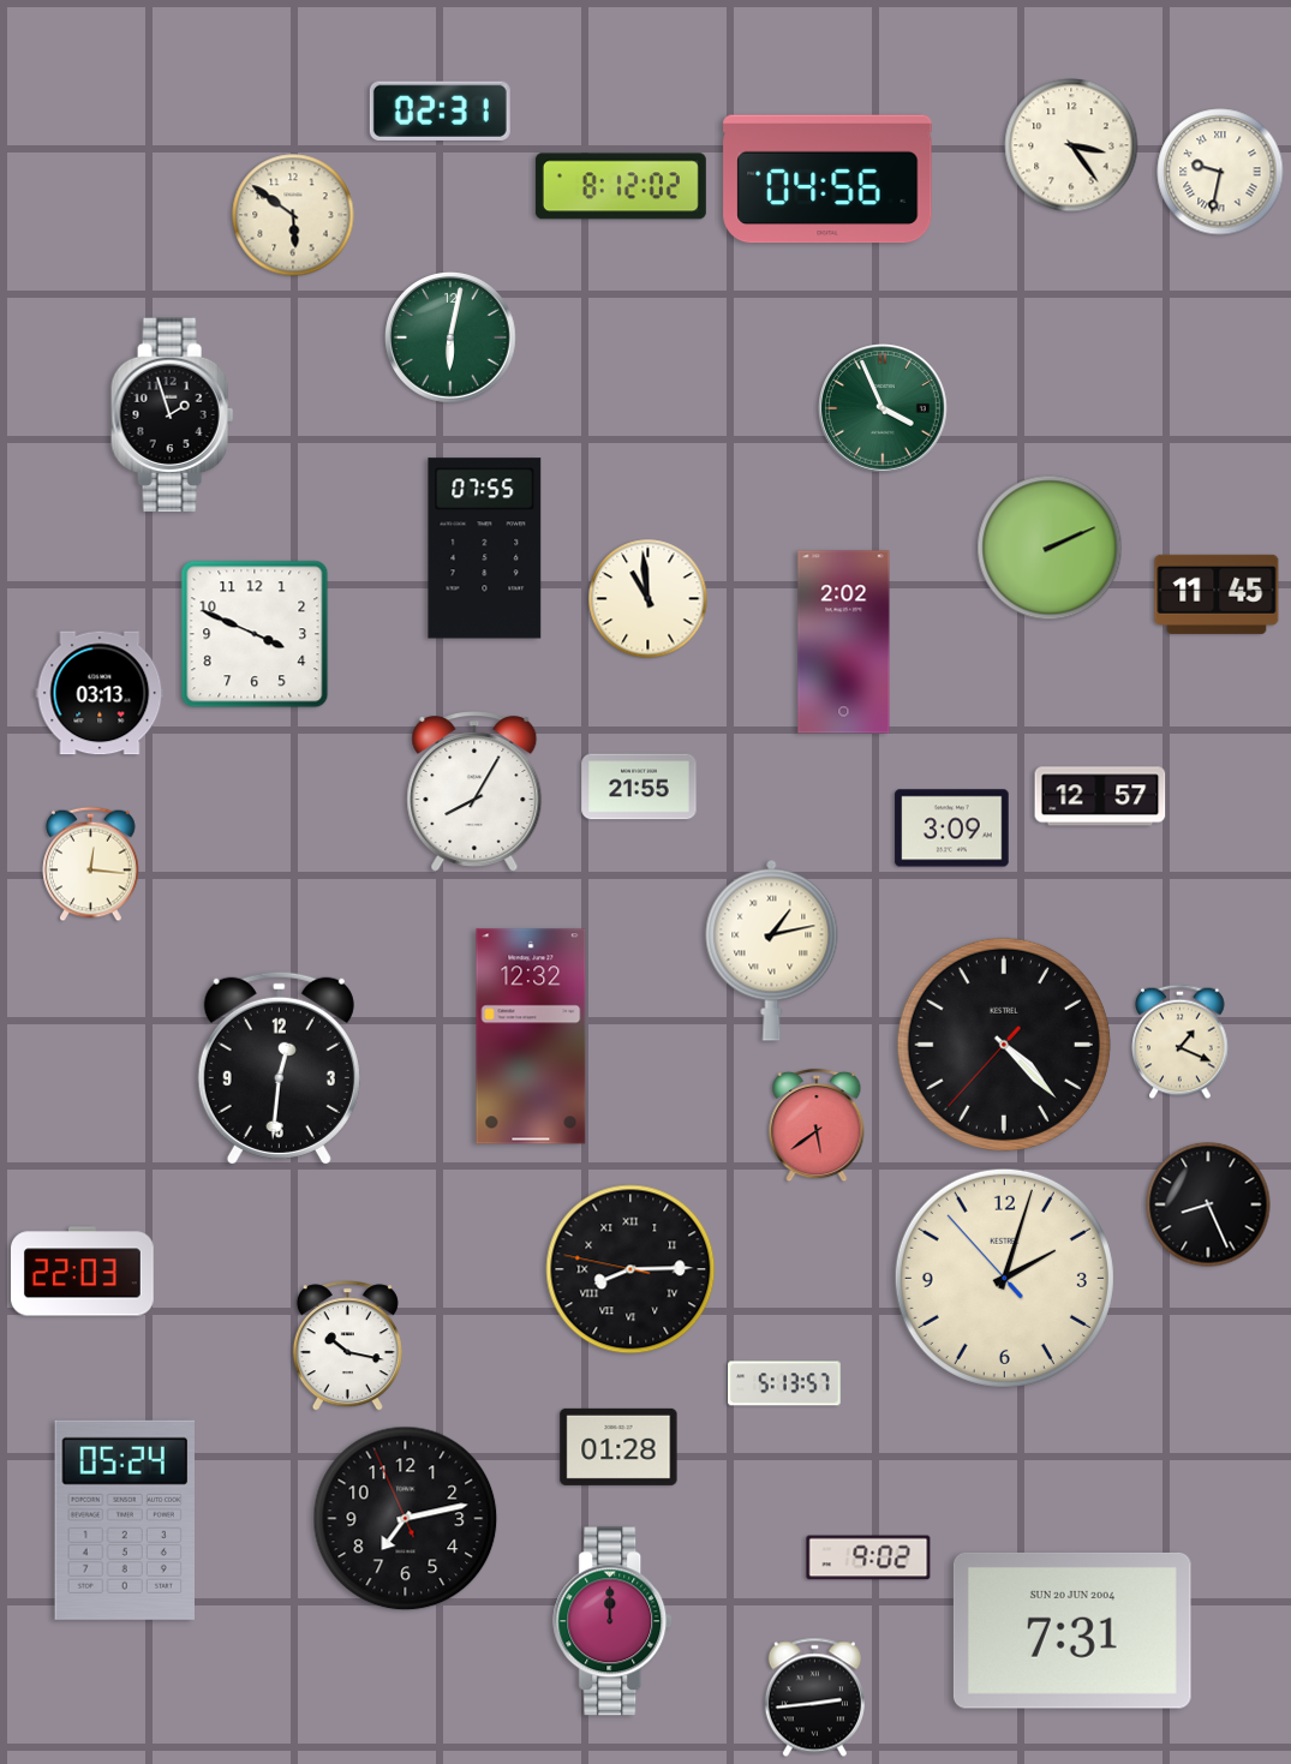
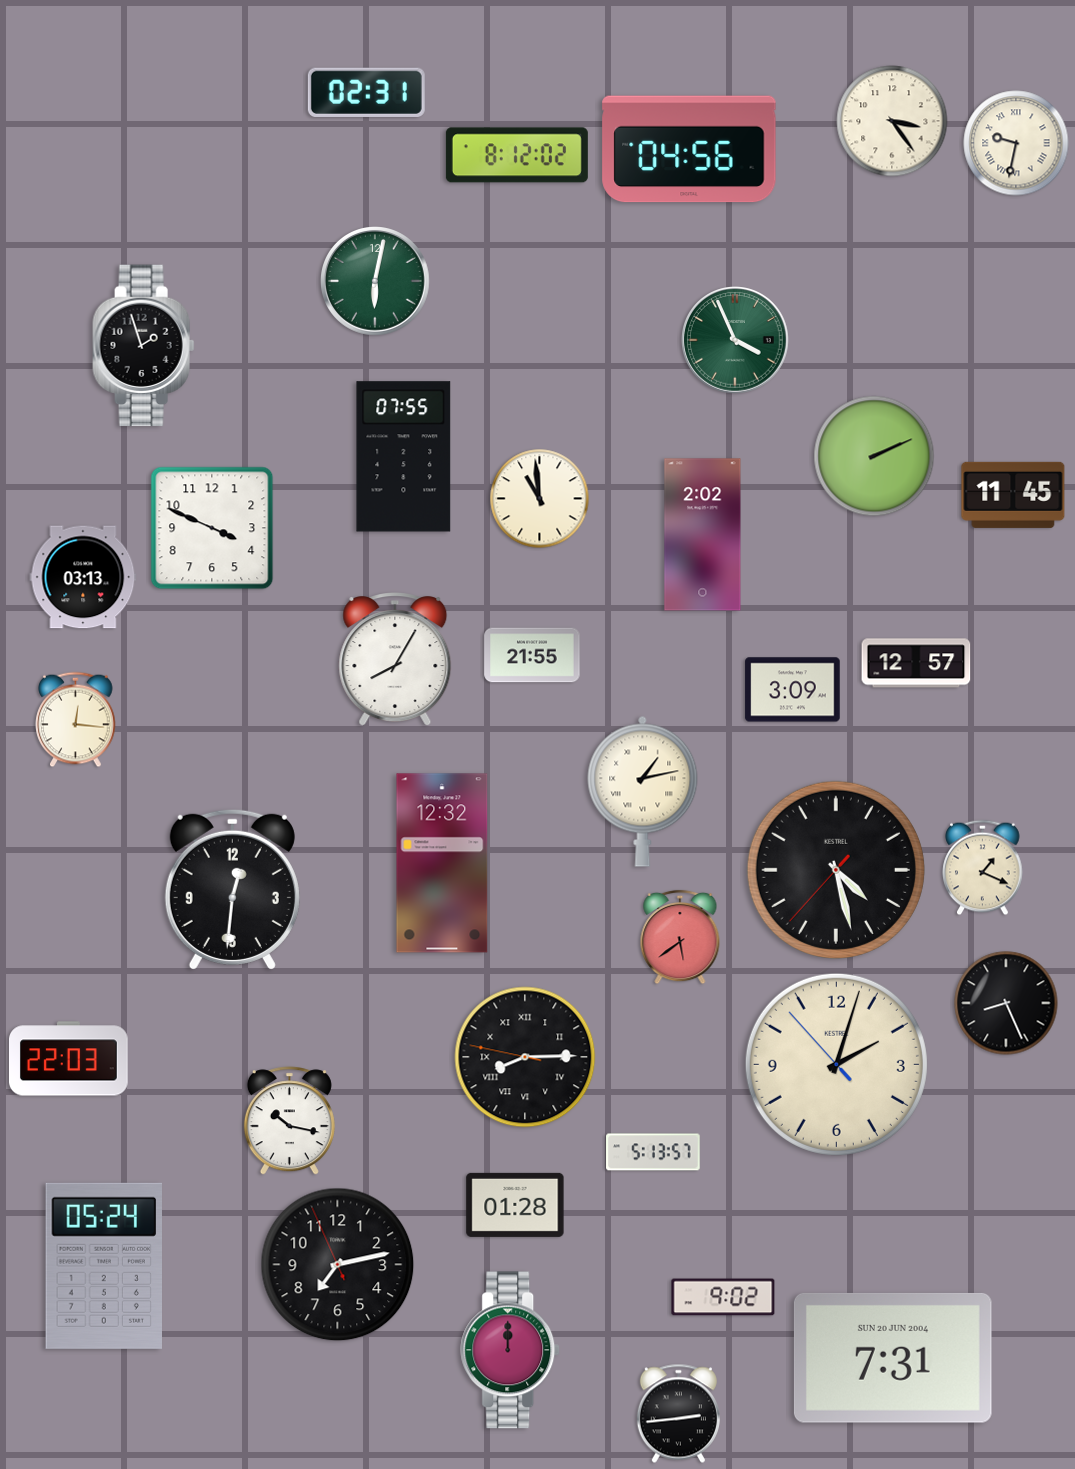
clock at (293, 215): 5:51 -> none
clock at (1004, 1045): 4:22 -> 4:27
